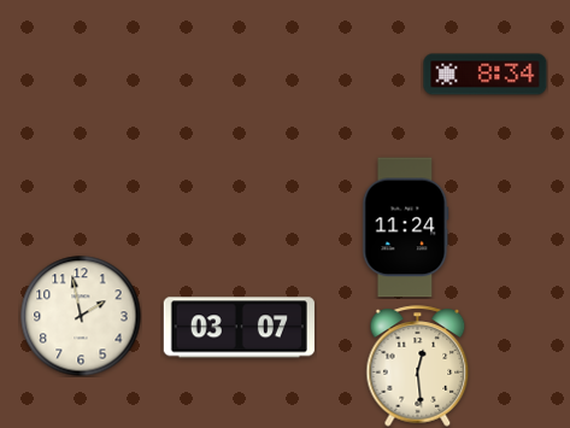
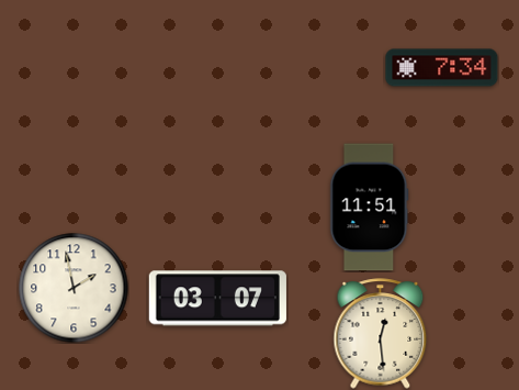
clock at (486, 75): 8:34 -> 7:34
clock at (406, 228): 11:24 -> 11:51
